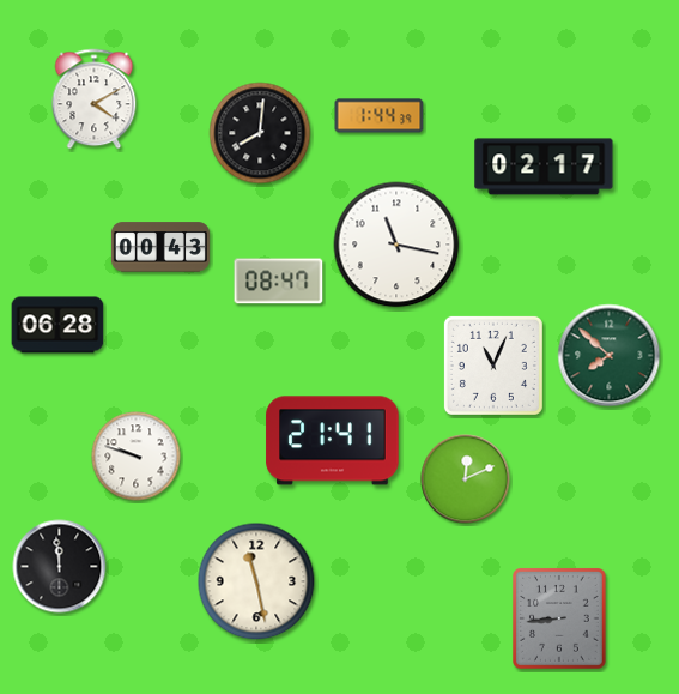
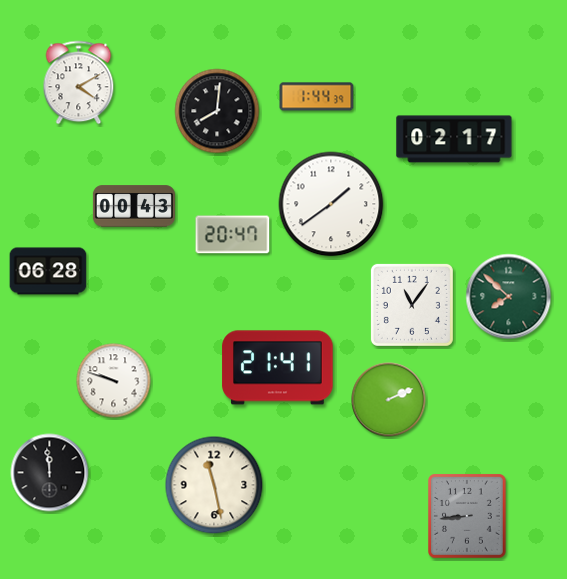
clock at (396, 245): 11:17 -> 1:39
clock at (279, 282): 08:47 -> 20:47
clock at (493, 366): 11:04 -> 11:06
clock at (466, 479): 12:11 -> 2:11
